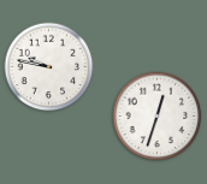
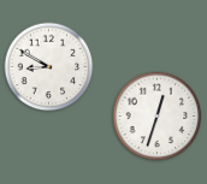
clock at (49, 67): 9:47 -> 8:50
